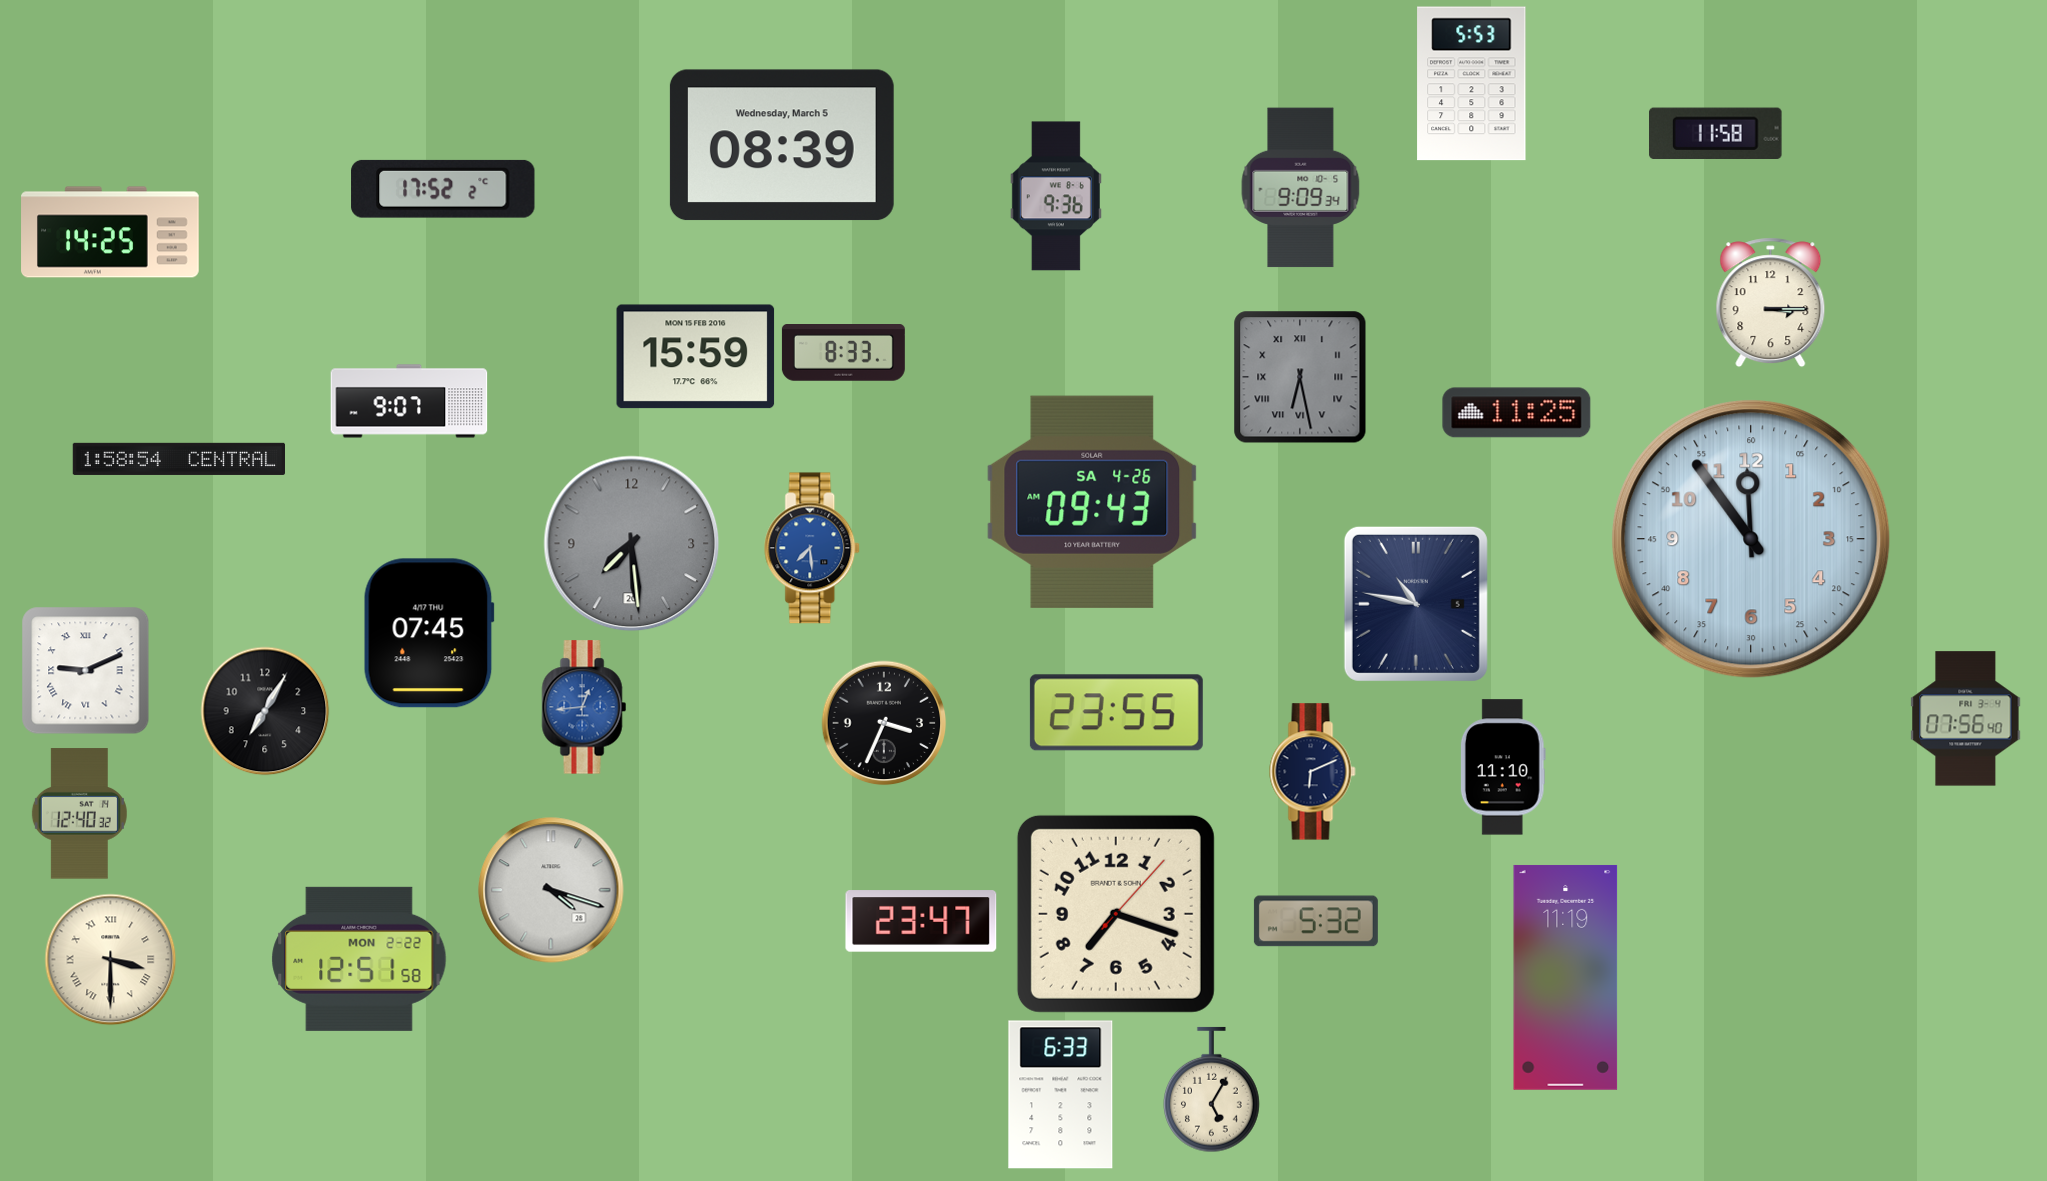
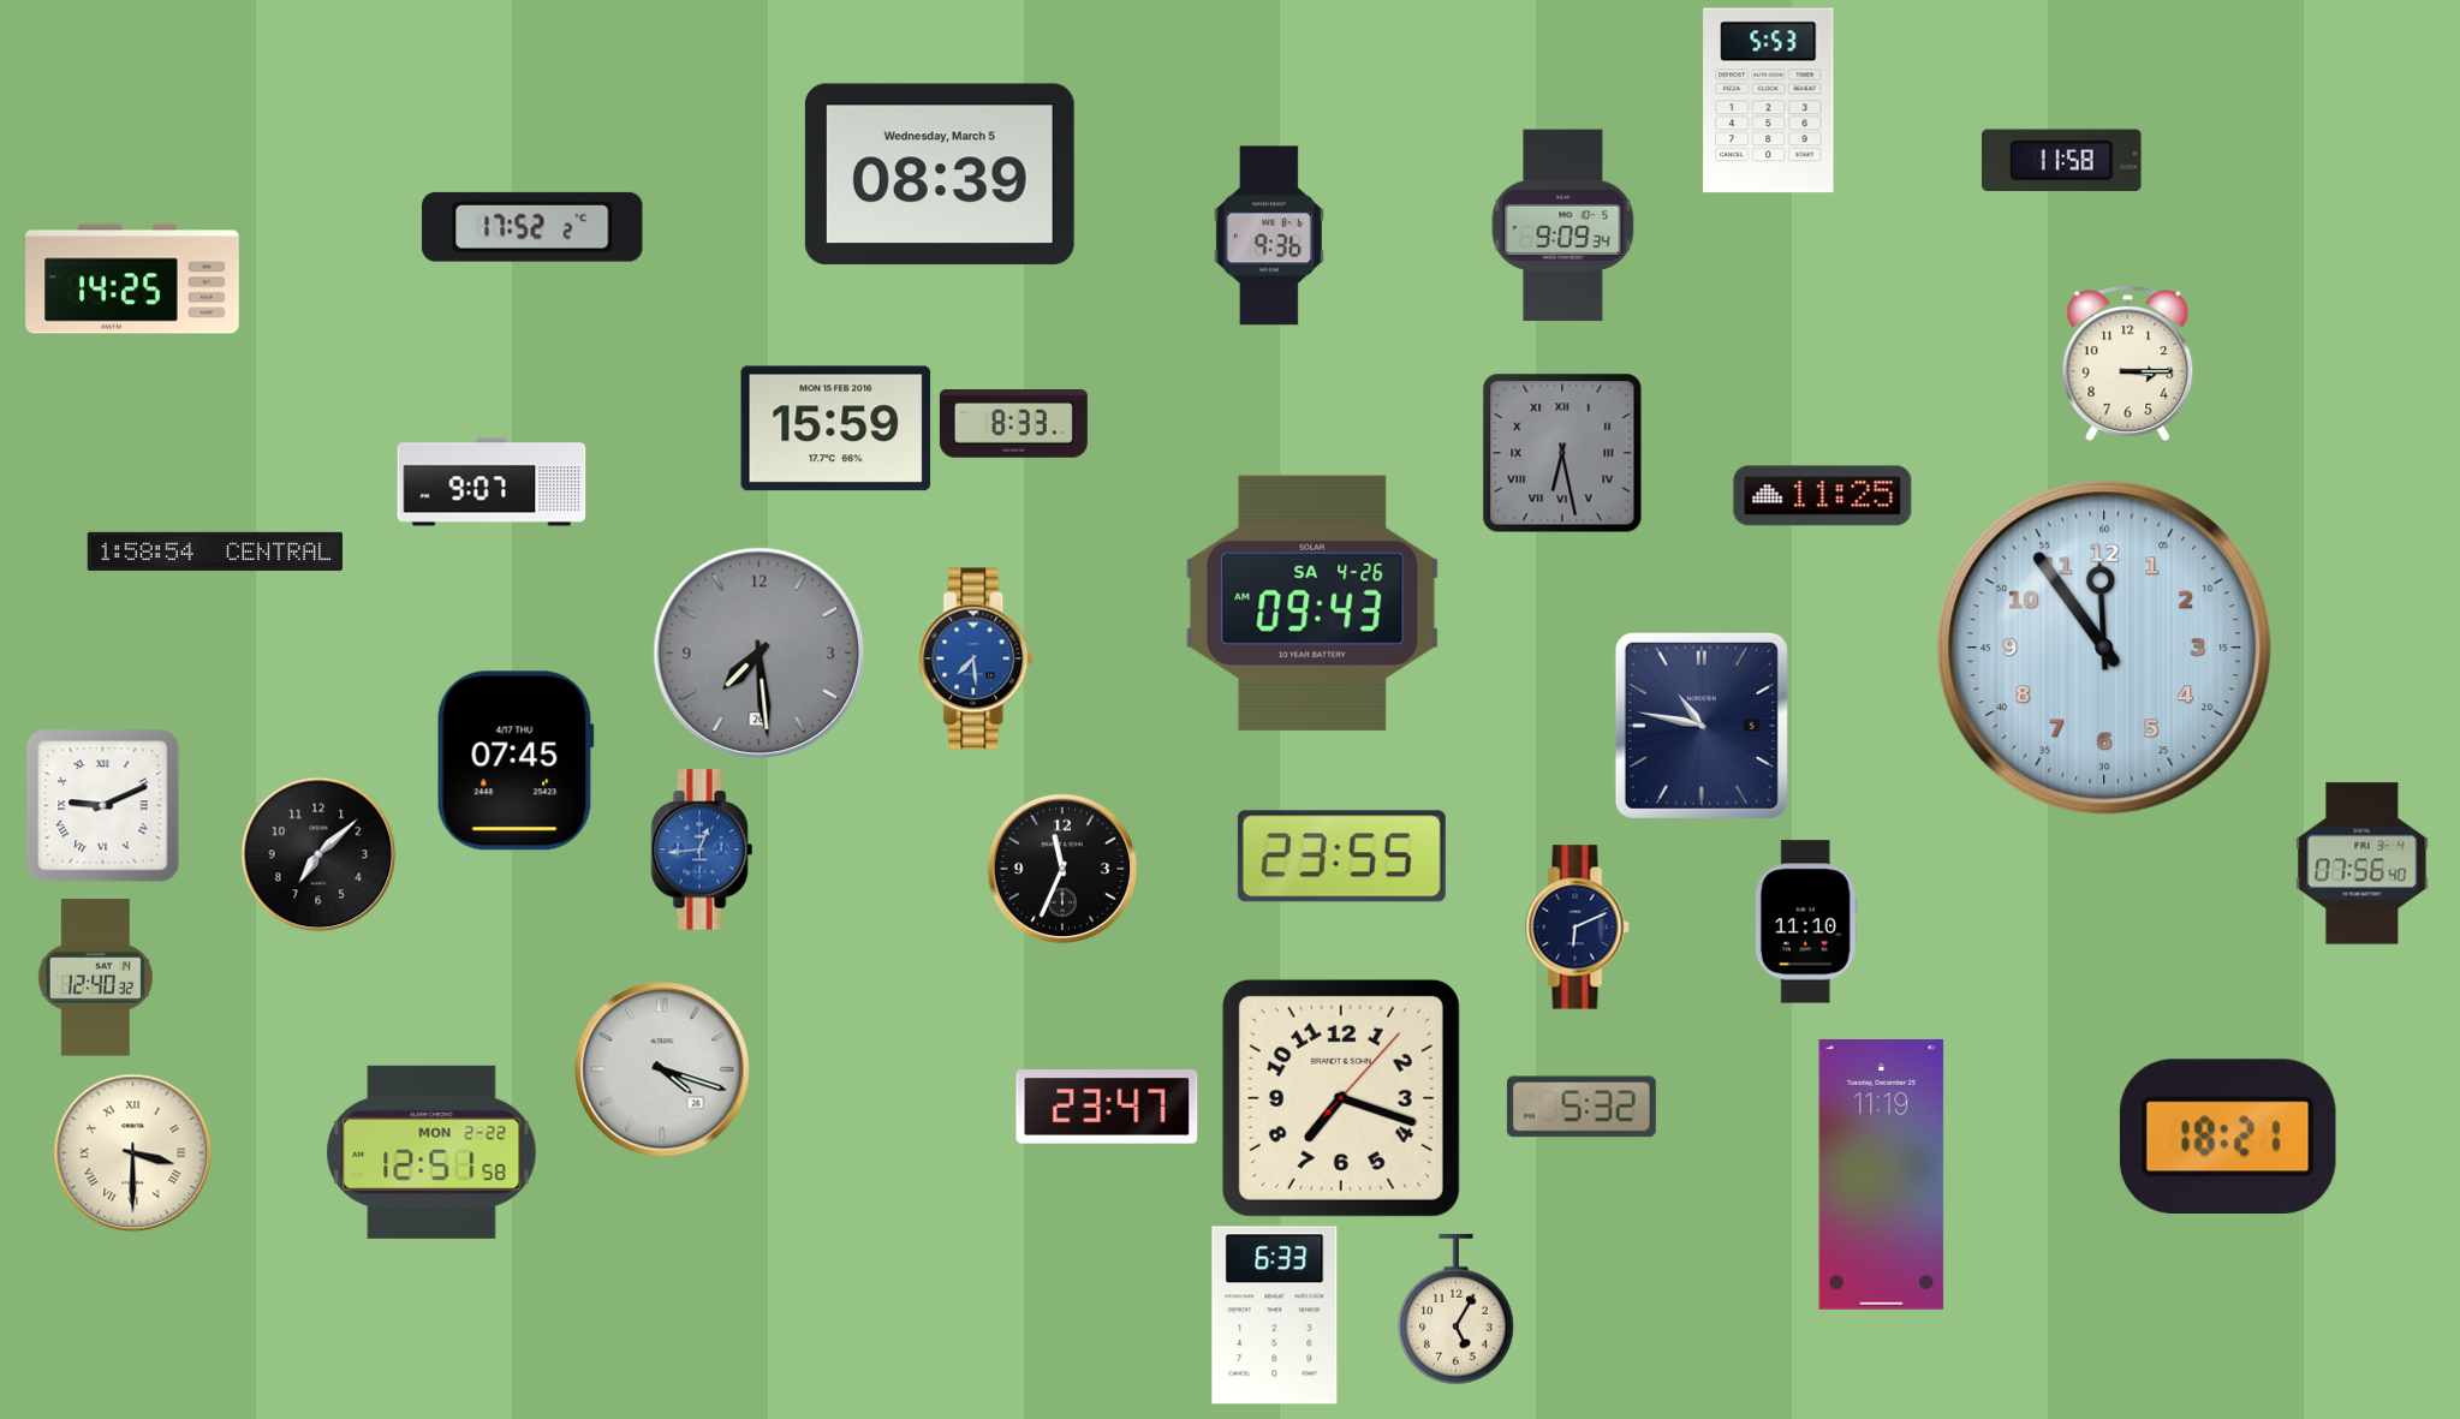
clock at (265, 711): 7:05 -> 7:08
clock at (884, 723): 3:34 -> 11:34
clock at (2228, 1135): none -> 18:21
